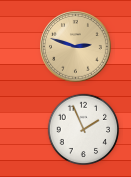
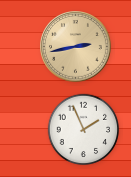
clock at (76, 47): 2:48 -> 2:43
